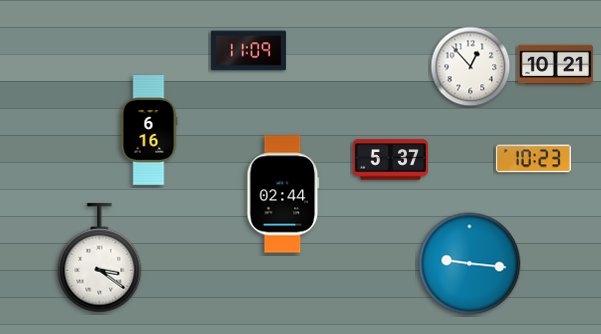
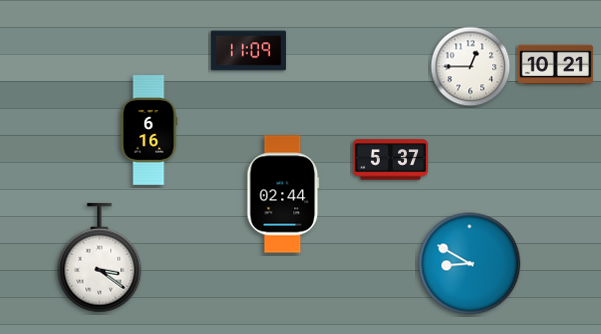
clock at (471, 67): 12:53 -> 12:45
clock at (533, 159): 10:23 -> none
clock at (470, 264): 9:16 -> 8:50
